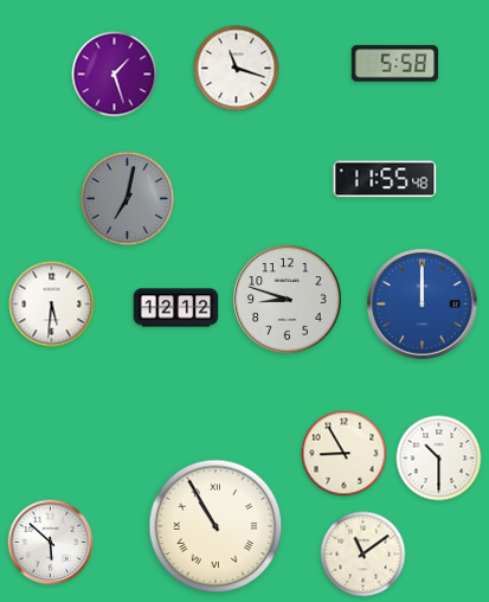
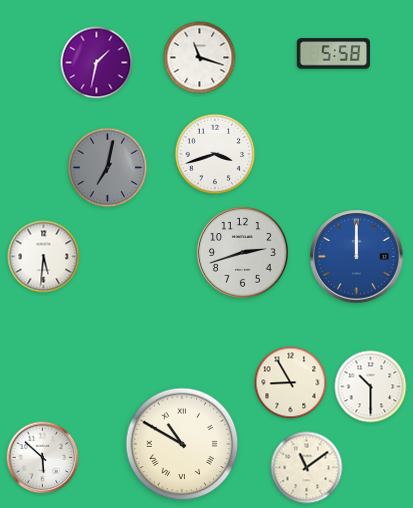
clock at (115, 75): 1:27 -> 1:32
clock at (385, 179): 11:55 -> none
clock at (215, 154): none -> 3:42
clock at (288, 300): 8:48 -> 2:42
clock at (176, 308): 12:12 -> none
clock at (215, 526): 10:55 -> 10:50
